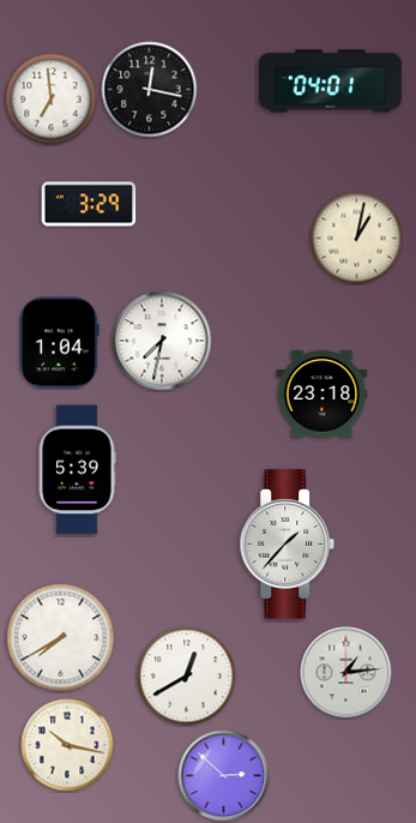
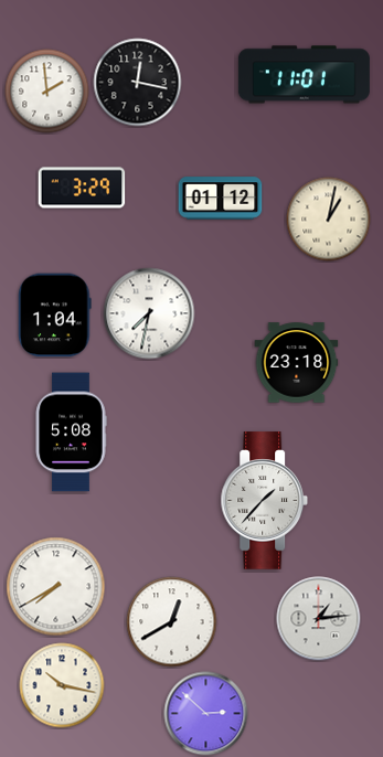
clock at (330, 82): 04:01 -> 11:01
clock at (52, 100): 6:59 -> 1:59
clock at (221, 199): none -> 01:12
clock at (77, 470): 5:39 -> 5:08
